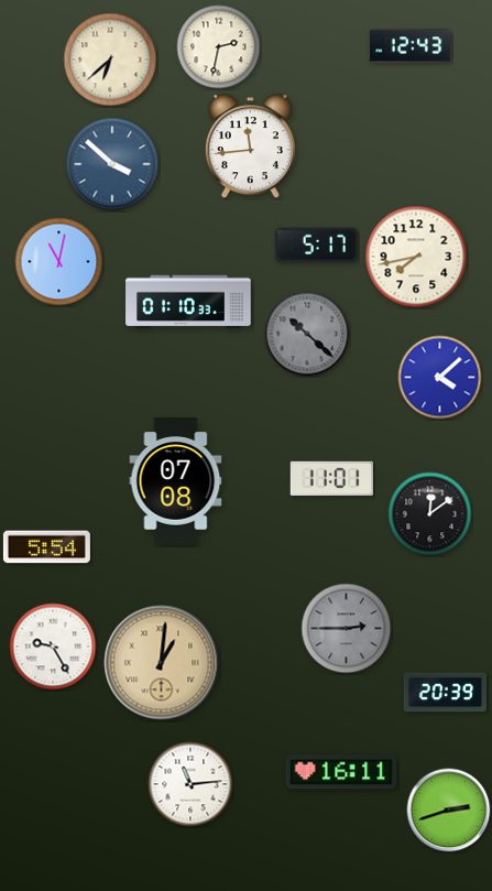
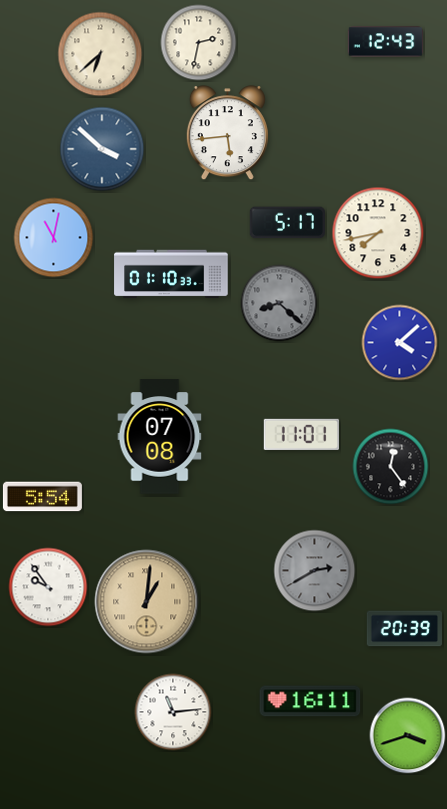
clock at (409, 46) position: (409, 46) -> (385, 42)
clock at (250, 146): 11:44 -> 5:44
clock at (307, 334): 10:22 -> 8:22
clock at (430, 514): 12:09 -> 12:24
clock at (347, 629): 2:45 -> 2:40
clock at (53, 646): 9:25 -> 9:54
clock at (449, 811): 2:42 -> 3:42
